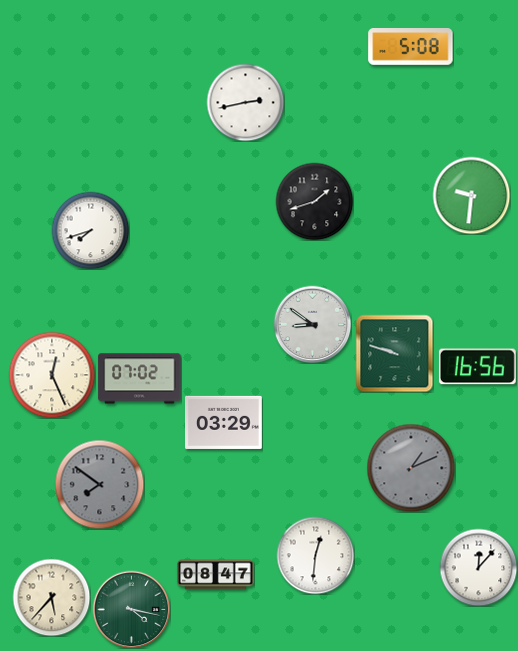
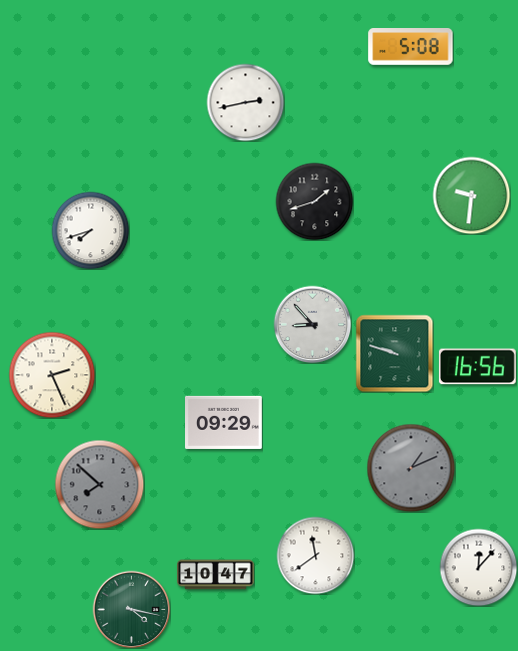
clock at (312, 324): 8:51 -> 8:53
clock at (52, 375): 12:26 -> 2:26
clock at (140, 379): 07:02 -> none
clock at (224, 422): 03:29 -> 09:29
clock at (99, 484): 7:51 -> 7:52
clock at (315, 555): 12:31 -> 11:39
clock at (216, 575): 08:47 -> 10:47
clock at (51, 597): 5:37 -> none
